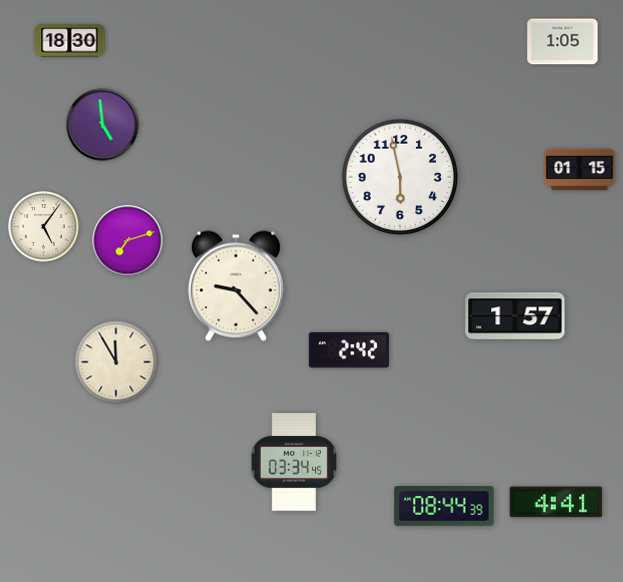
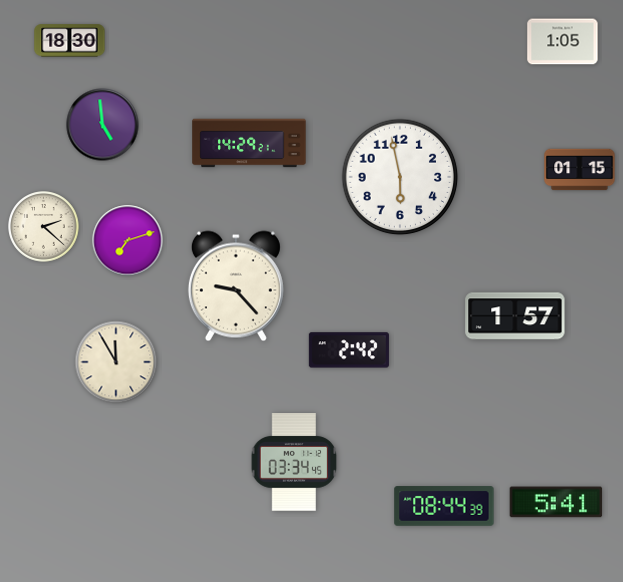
clock at (249, 143): none -> 14:29
clock at (44, 227): 5:06 -> 2:22
clock at (556, 502): 4:41 -> 5:41
